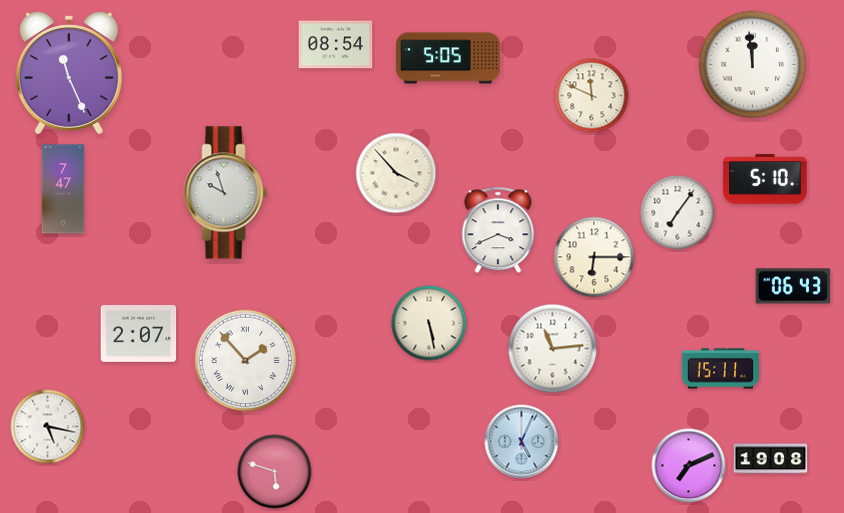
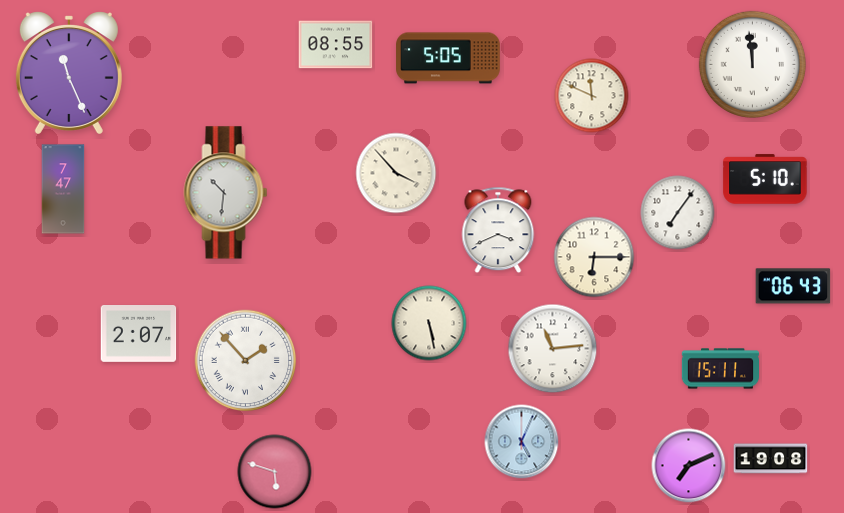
clock at (336, 45): 08:54 -> 08:55
clock at (226, 193): 9:57 -> 10:31
clock at (48, 427): 5:17 -> none
